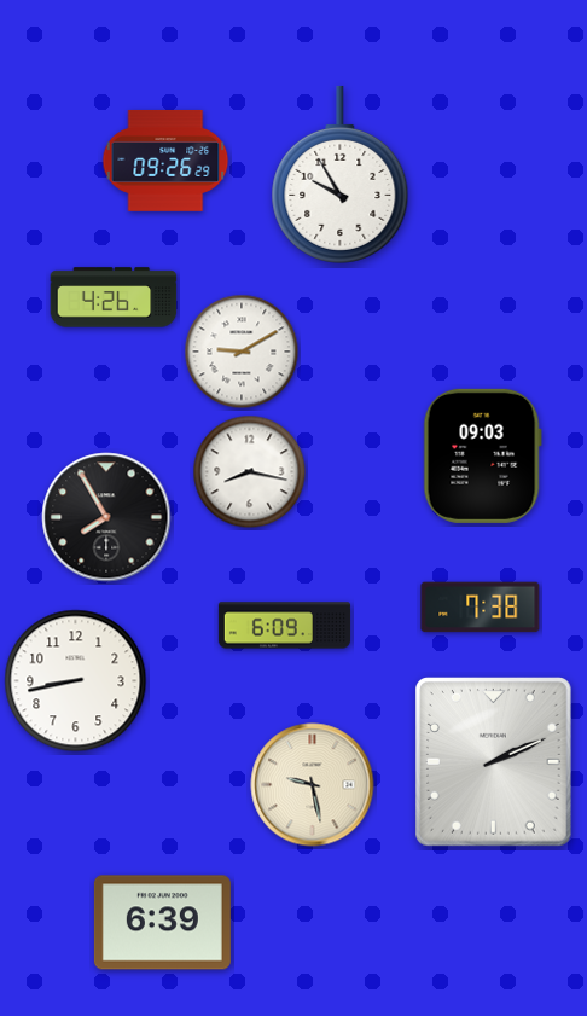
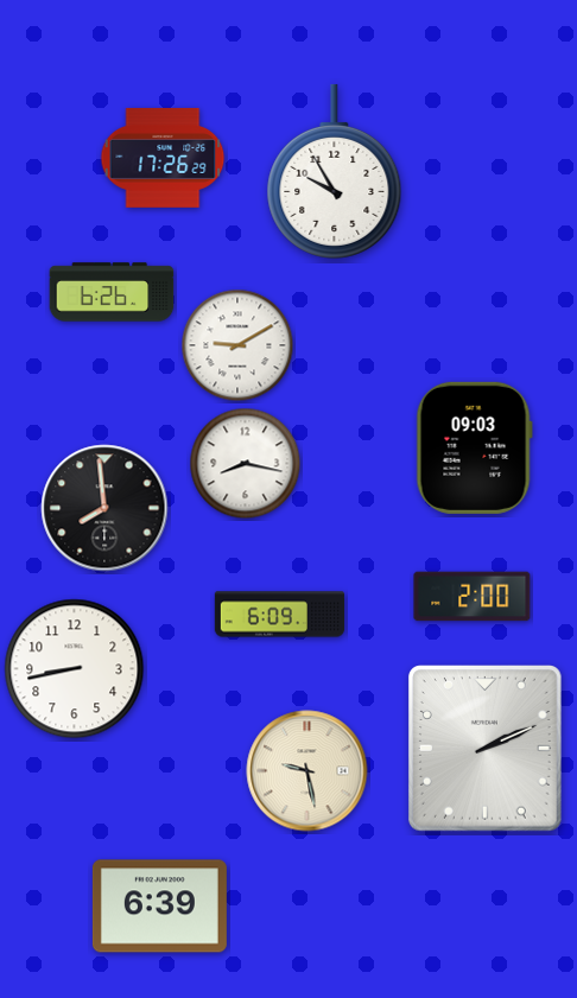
clock at (165, 161): 09:26 -> 17:26
clock at (114, 297): 4:26 -> 6:26
clock at (106, 517): 7:55 -> 7:59
clock at (481, 608): 7:38 -> 2:00
